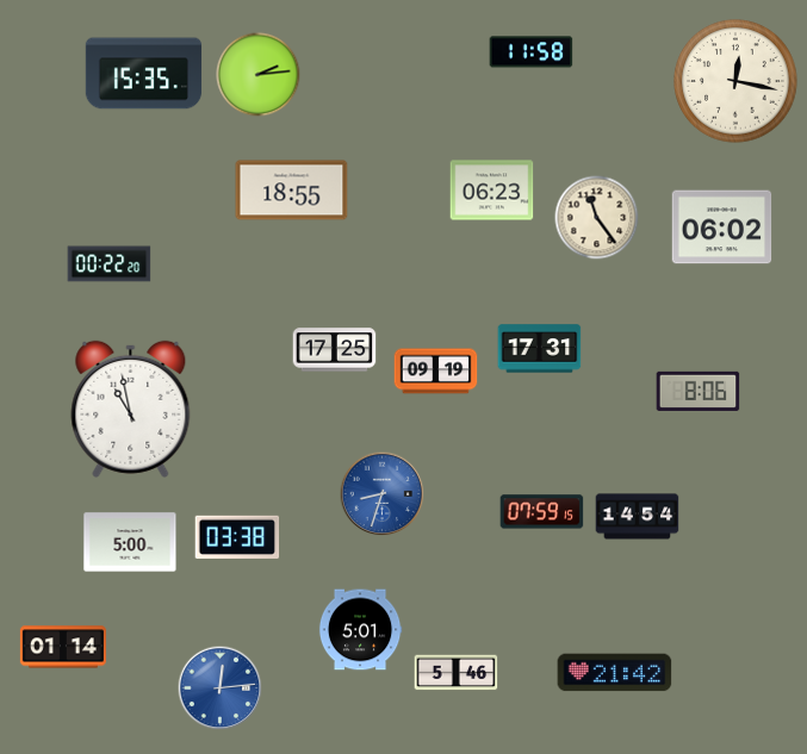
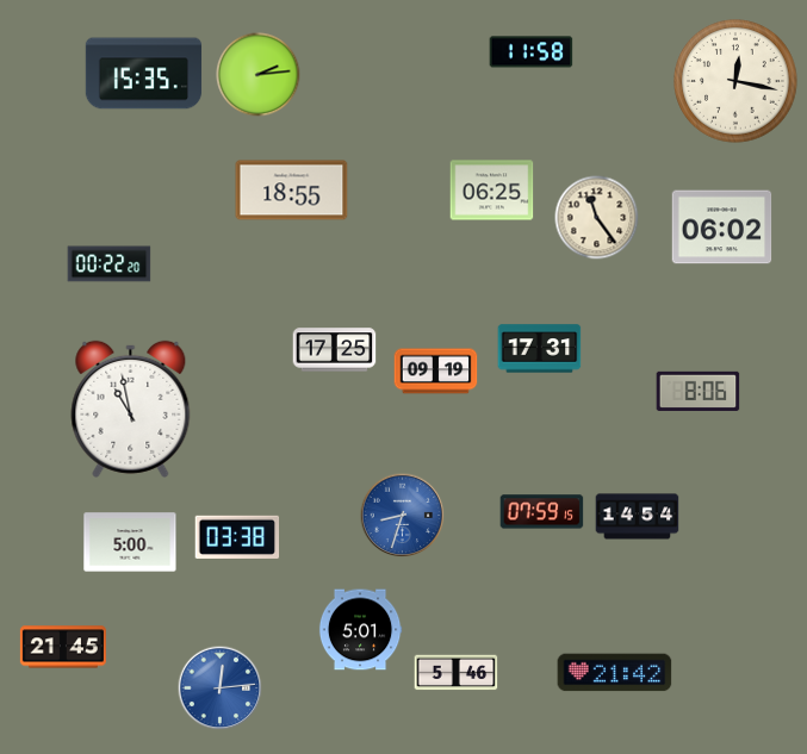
clock at (492, 191): 06:23 -> 06:25
clock at (383, 494) position: (383, 494) -> (403, 516)
clock at (63, 647): 01:14 -> 21:45
